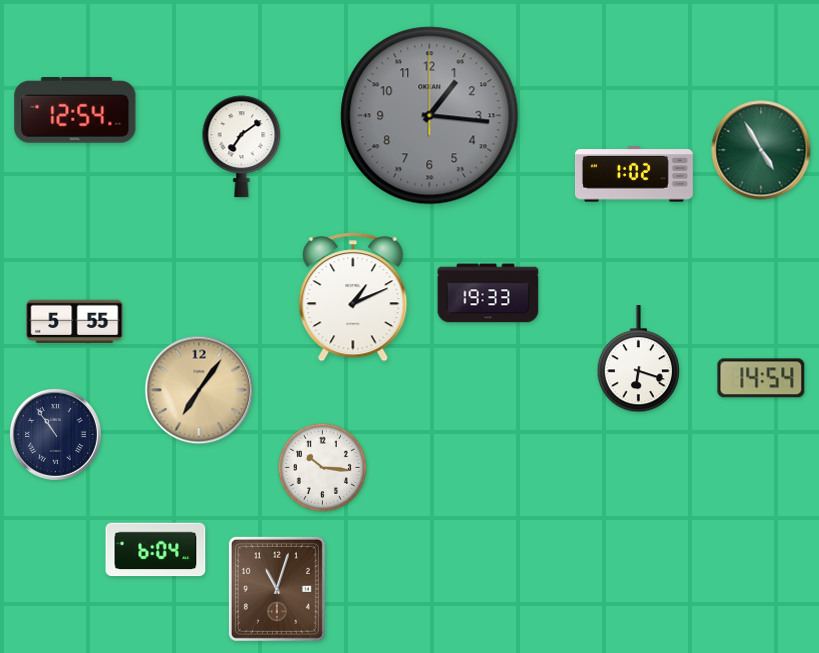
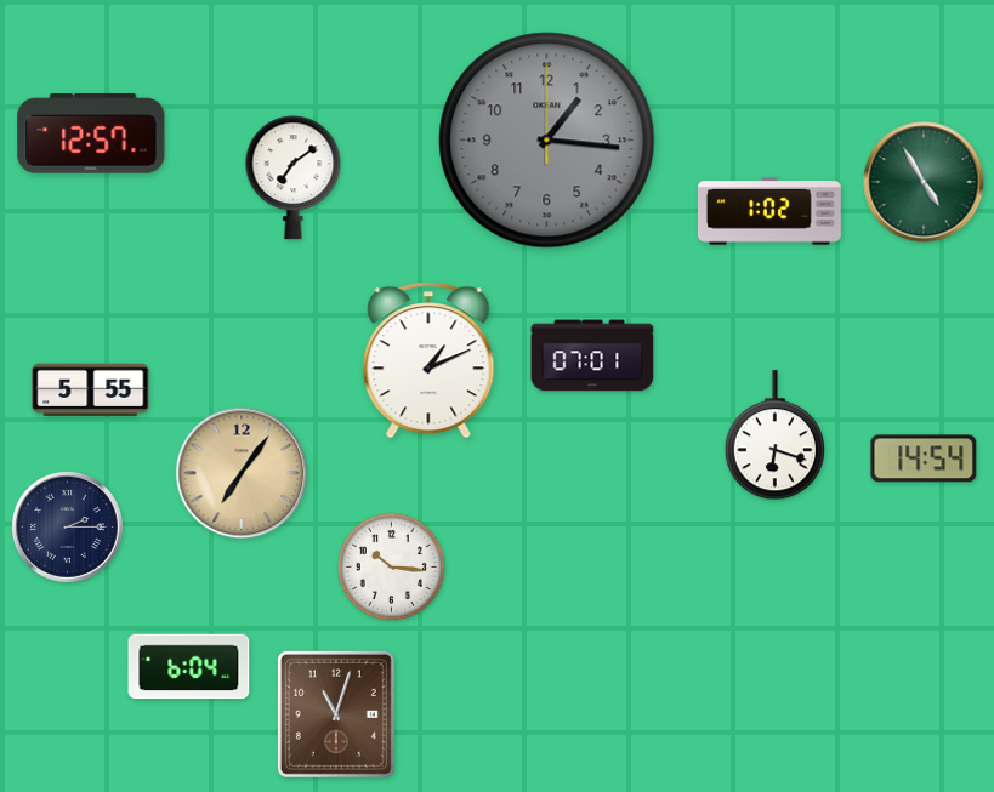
clock at (75, 111): 12:54 -> 12:57
clock at (430, 116) position: (430, 116) -> (547, 141)
clock at (488, 293): 19:33 -> 07:01
clock at (55, 434): 10:54 -> 2:15
